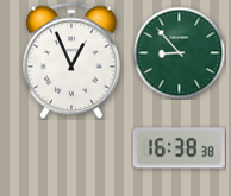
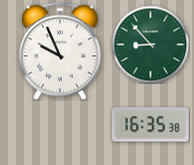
clock at (71, 61): 12:56 -> 9:56
clock at (179, 148): 16:38 -> 16:35
